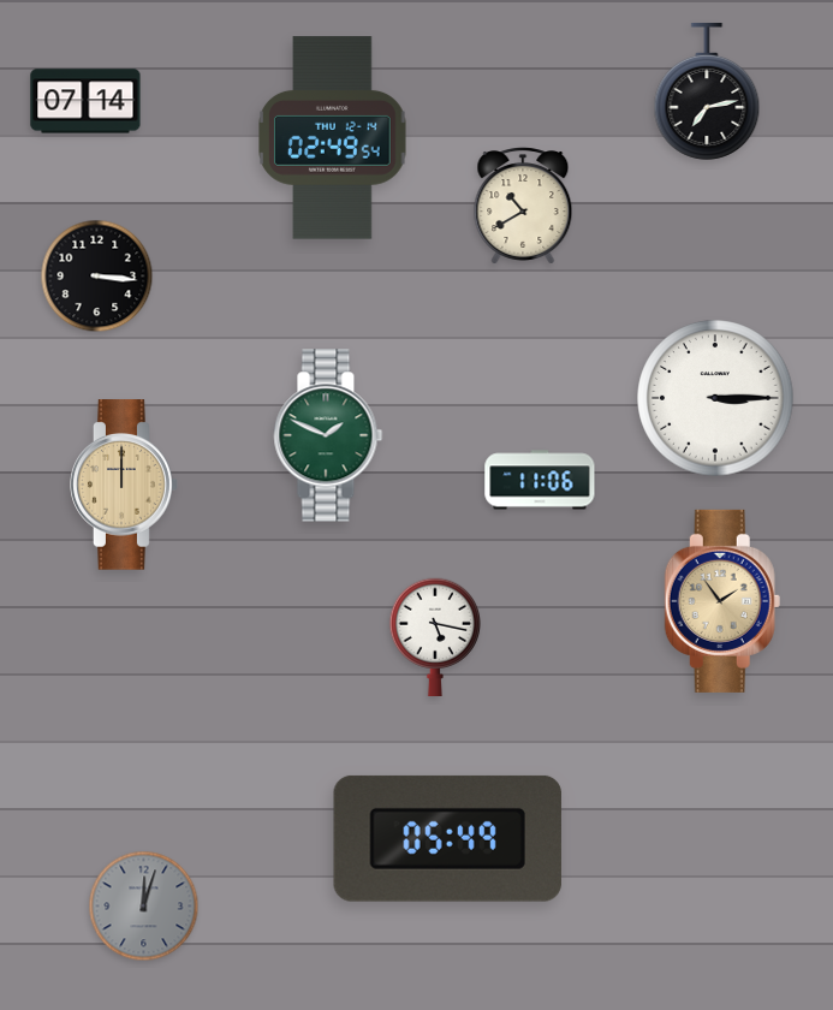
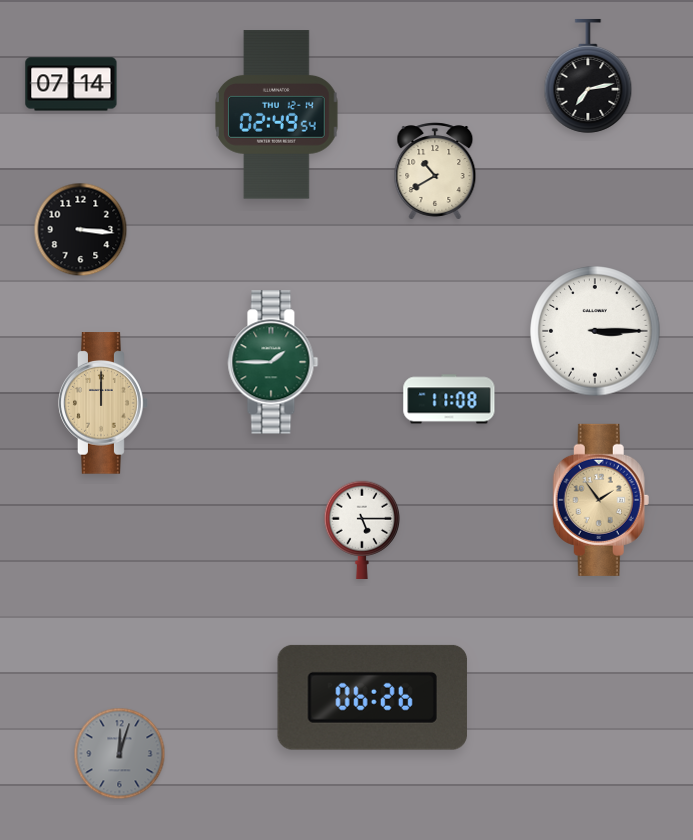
clock at (328, 435): 1:49 -> 1:45
clock at (540, 480): 11:06 -> 11:08
clock at (434, 636): 5:17 -> 5:15
clock at (447, 838): 05:49 -> 06:26
